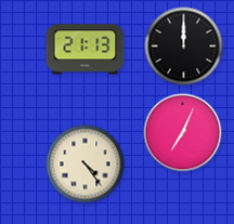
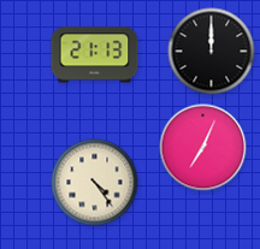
clock at (184, 47) position: (184, 47) -> (212, 52)
